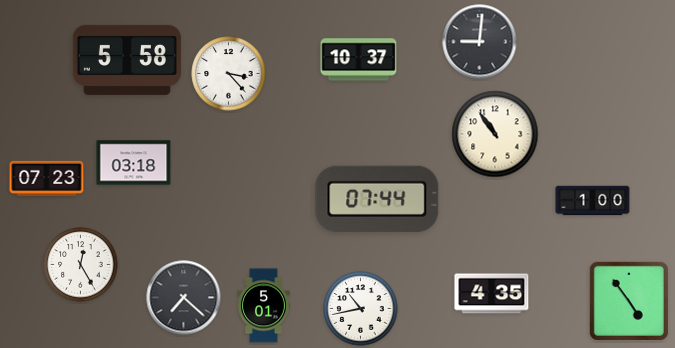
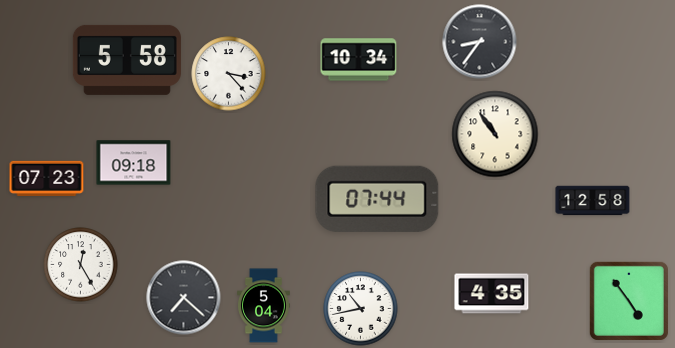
clock at (480, 42): 9:01 -> 8:36
clock at (359, 60): 10:37 -> 10:34
clock at (134, 163): 03:18 -> 09:18
clock at (593, 201): 1:00 -> 12:58
clock at (264, 306): 5:01 -> 5:04
